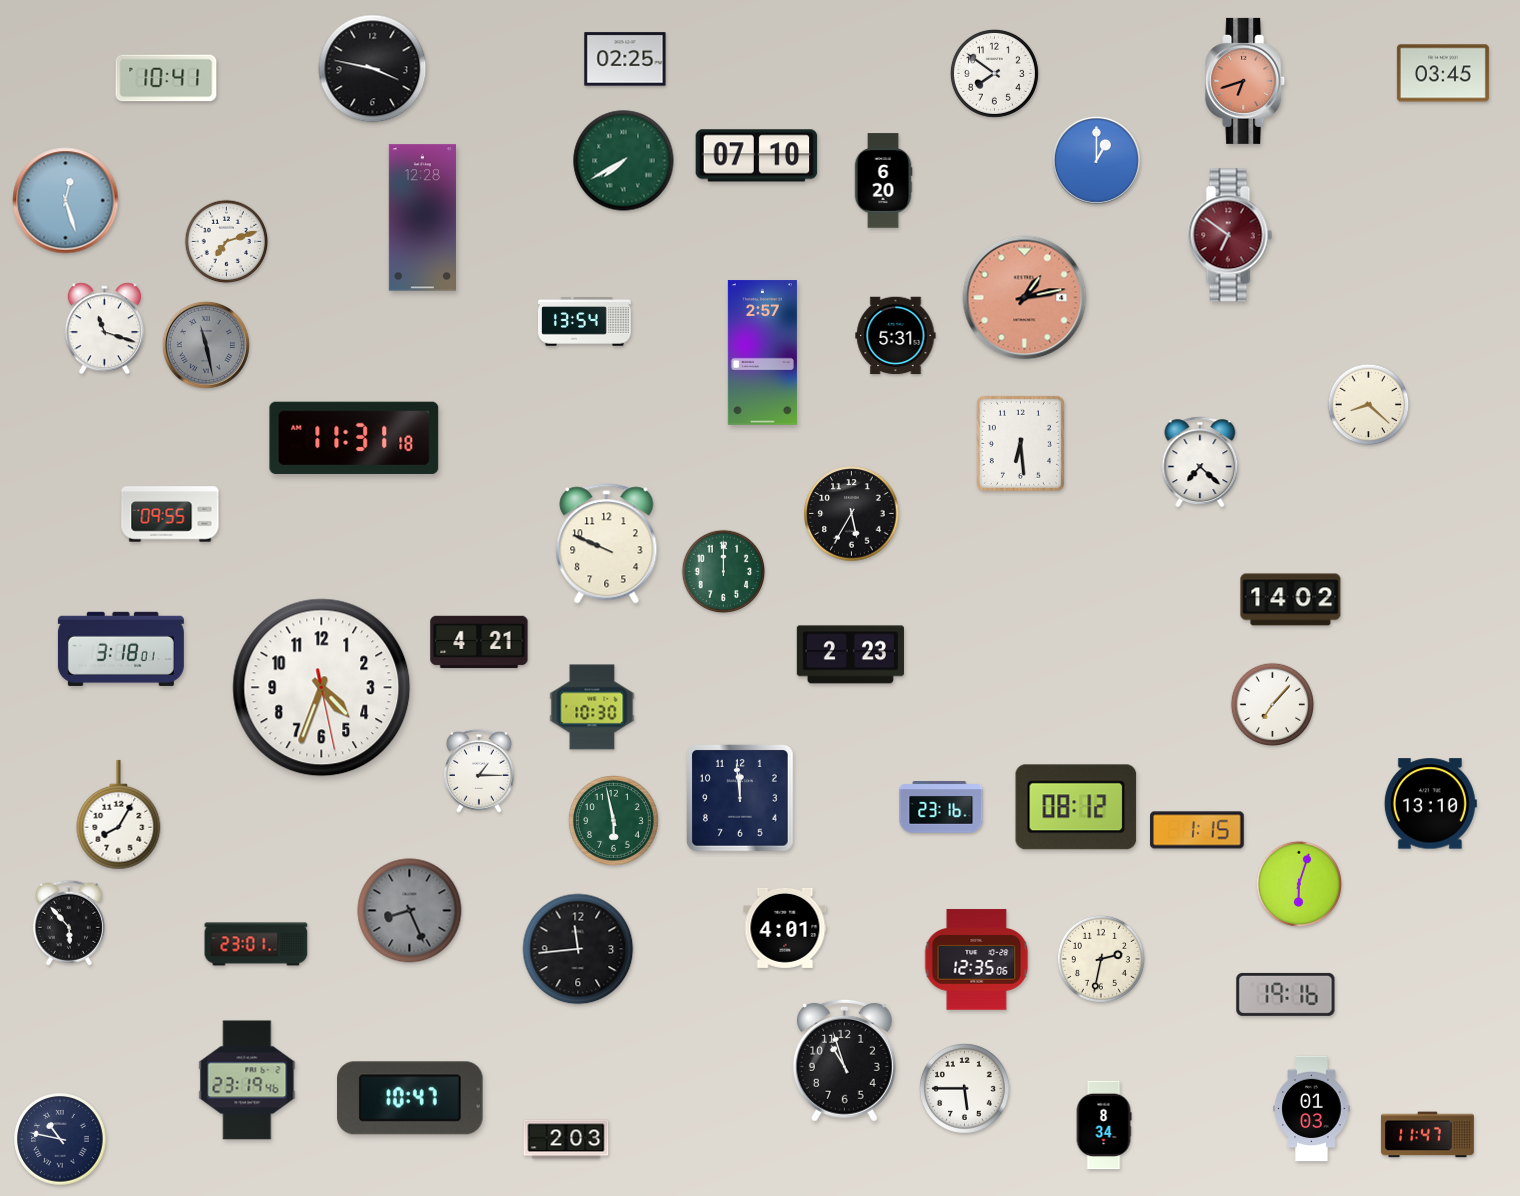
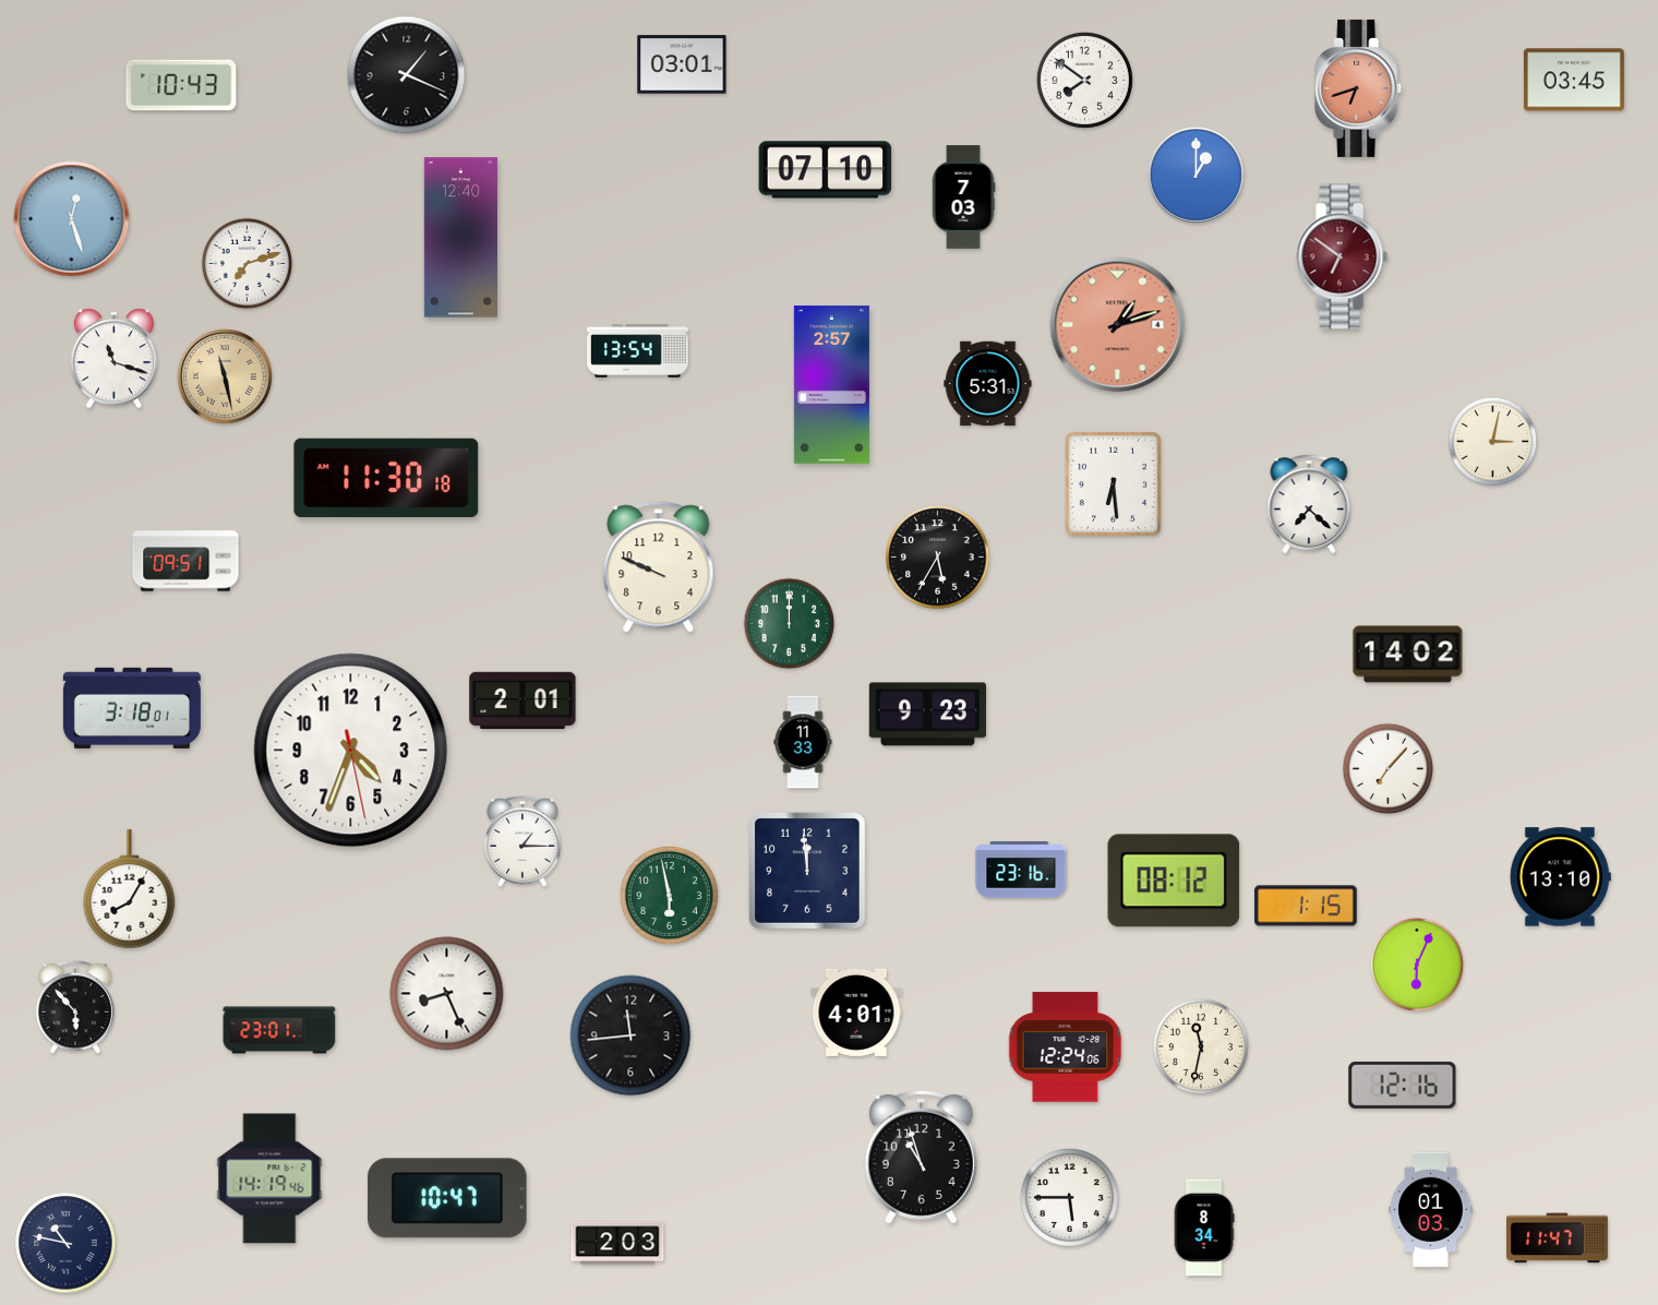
clock at (625, 59): 02:25 -> 03:01
clock at (373, 69): 3:47 -> 1:19
clock at (166, 78): 10:41 -> 10:43
clock at (624, 161): 7:40 -> none
clock at (883, 181): 6:20 -> 7:03
clock at (422, 218): 12:28 -> 12:40
clock at (1025, 298): 1:13 -> 1:12
clock at (896, 336) position: (896, 336) -> (988, 384)
clock at (206, 345) dial: grey -> champagne
clock at (1369, 405): 8:22 -> 3:02
clock at (354, 438): 11:31 -> 11:30
clock at (170, 514): 09:55 -> 09:51
clock at (852, 514) position: (852, 514) -> (938, 558)
clock at (607, 544) position: (607, 544) -> (659, 567)
clock at (479, 642): 4:21 -> 2:01
clock at (850, 655): 2:23 -> 9:23
clock at (803, 742): none -> 11:33
clock at (592, 707): 10:30 -> none
clock at (941, 807) position: (941, 807) -> (1021, 870)
clock at (1299, 884): 6:03 -> 6:04
clock at (410, 911) dial: grey -> white
clock at (1101, 959): 2:32 -> 11:32
clock at (977, 960): 12:35 -> 12:24
clock at (1286, 994): 19:16 -> 12:16
clock at (247, 1080): 23:19 -> 14:19
clock at (964, 1088) position: (964, 1088) -> (1069, 1197)
